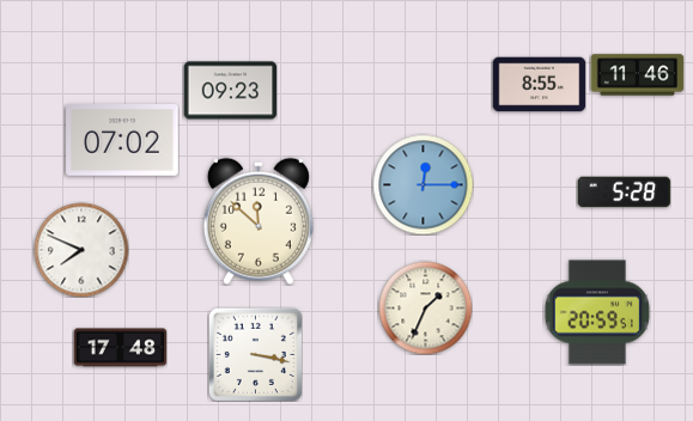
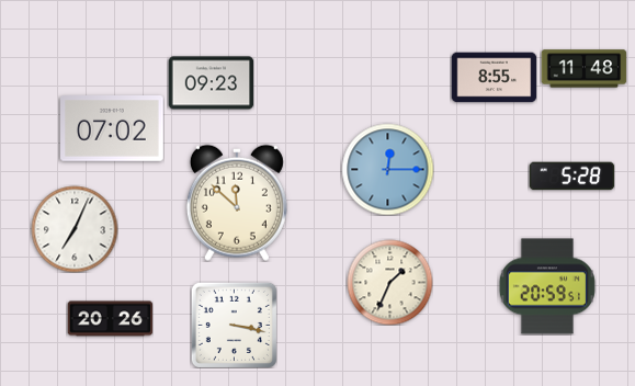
clock at (637, 75): 11:46 -> 11:48
clock at (81, 250): 7:49 -> 7:04
clock at (120, 348): 17:48 -> 20:26
